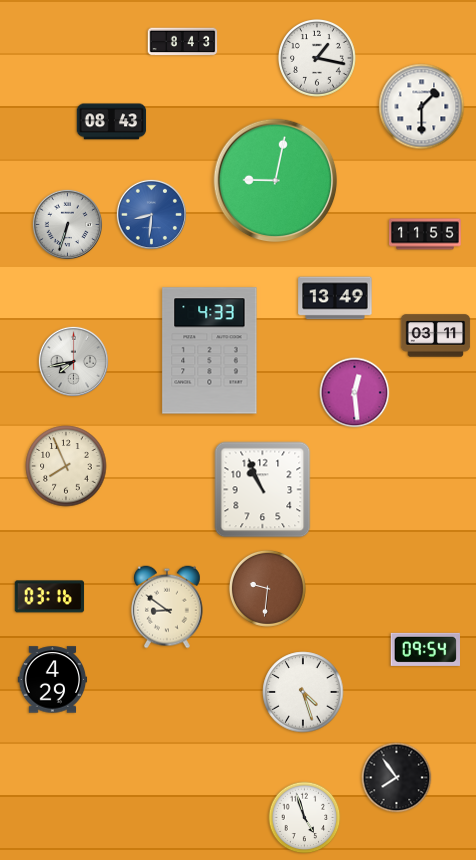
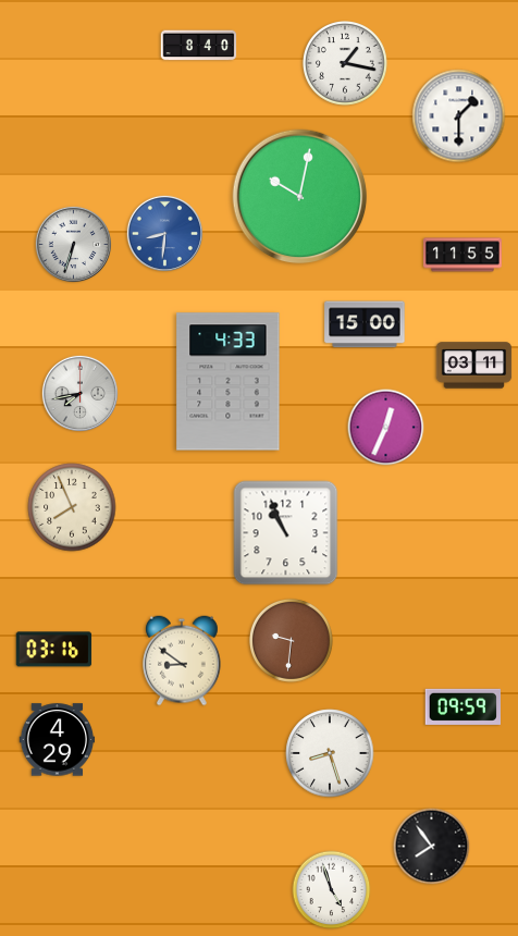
clock at (183, 42): 8:43 -> 8:40
clock at (112, 122): 08:43 -> none
clock at (276, 181): 9:02 -> 10:02
clock at (335, 298): 13:49 -> 15:00
clock at (355, 393): 12:29 -> 12:34
clock at (425, 649): 09:54 -> 09:59
clock at (303, 692): 4:27 -> 8:27
